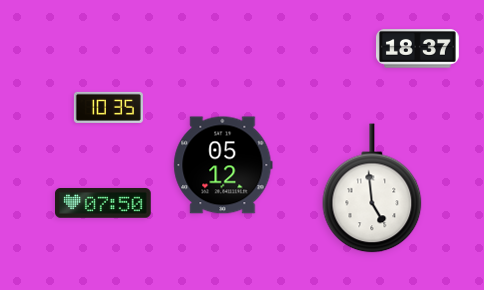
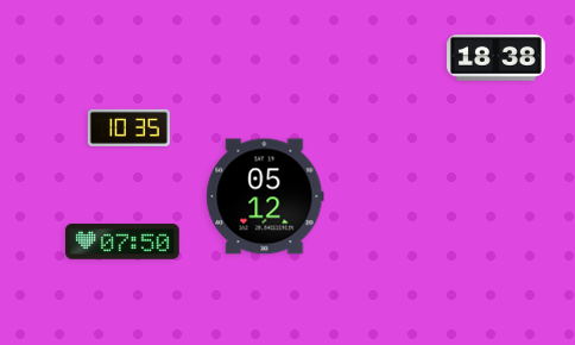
clock at (418, 49): 18:37 -> 18:38
clock at (372, 188): 4:59 -> none
